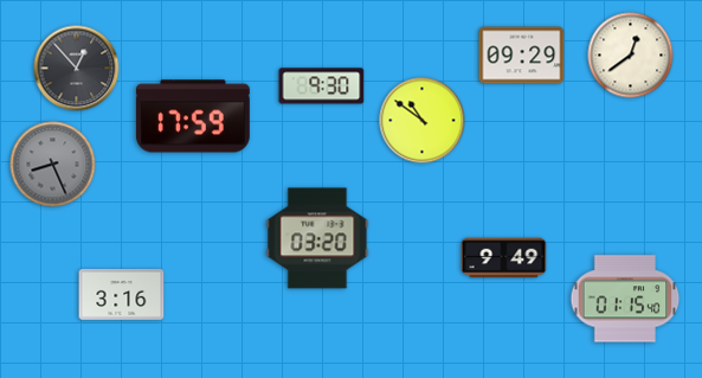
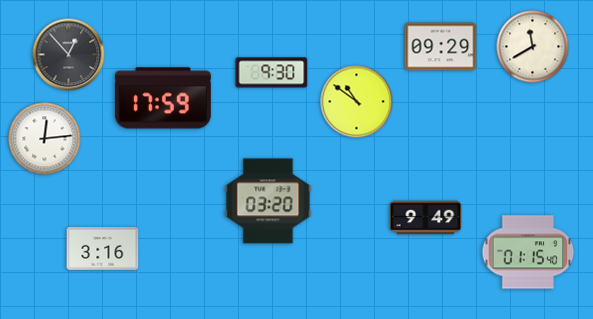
clock at (631, 56): 12:39 -> 11:40
clock at (77, 69) position: (77, 69) -> (69, 55)
clock at (53, 165): 8:26 -> 12:14
clock at (53, 165) dial: grey -> white
